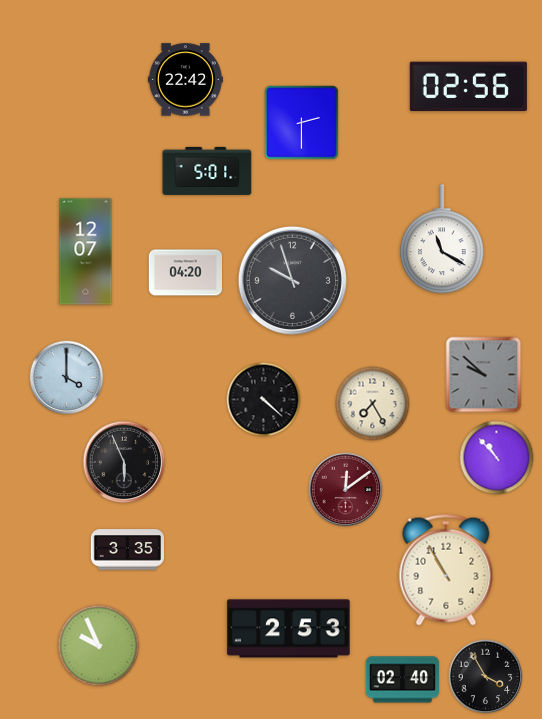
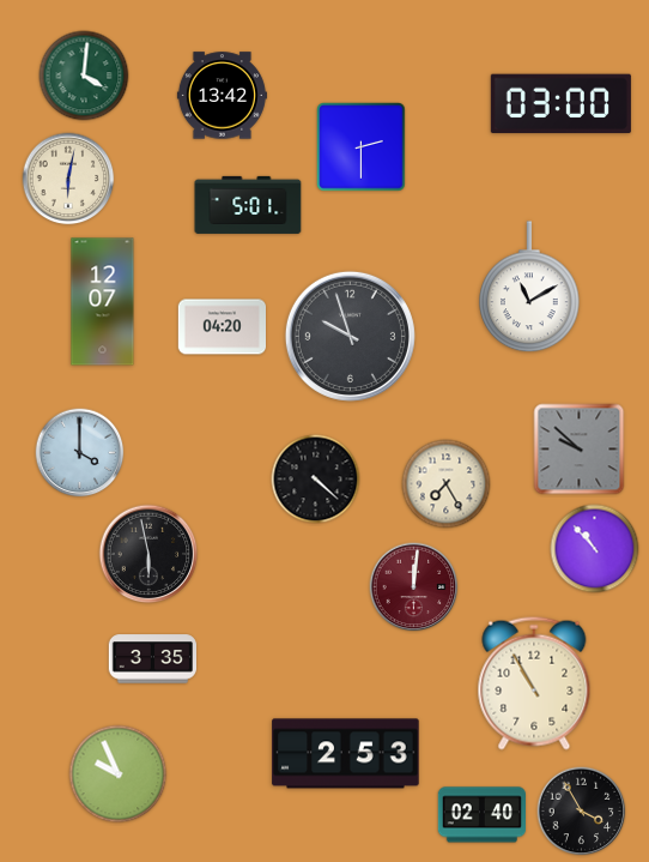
clock at (84, 76): none -> 4:01
clock at (185, 80): 22:42 -> 13:42
clock at (468, 87): 02:56 -> 03:00
clock at (68, 179): none -> 6:02
clock at (443, 240): 11:20 -> 11:10
clock at (124, 462): 5:56 -> 5:58
clock at (346, 490): 12:09 -> 12:01
